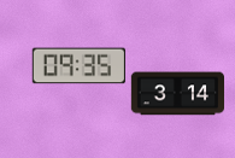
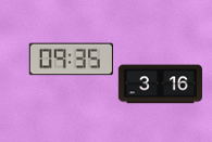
clock at (177, 94): 3:14 -> 3:16
